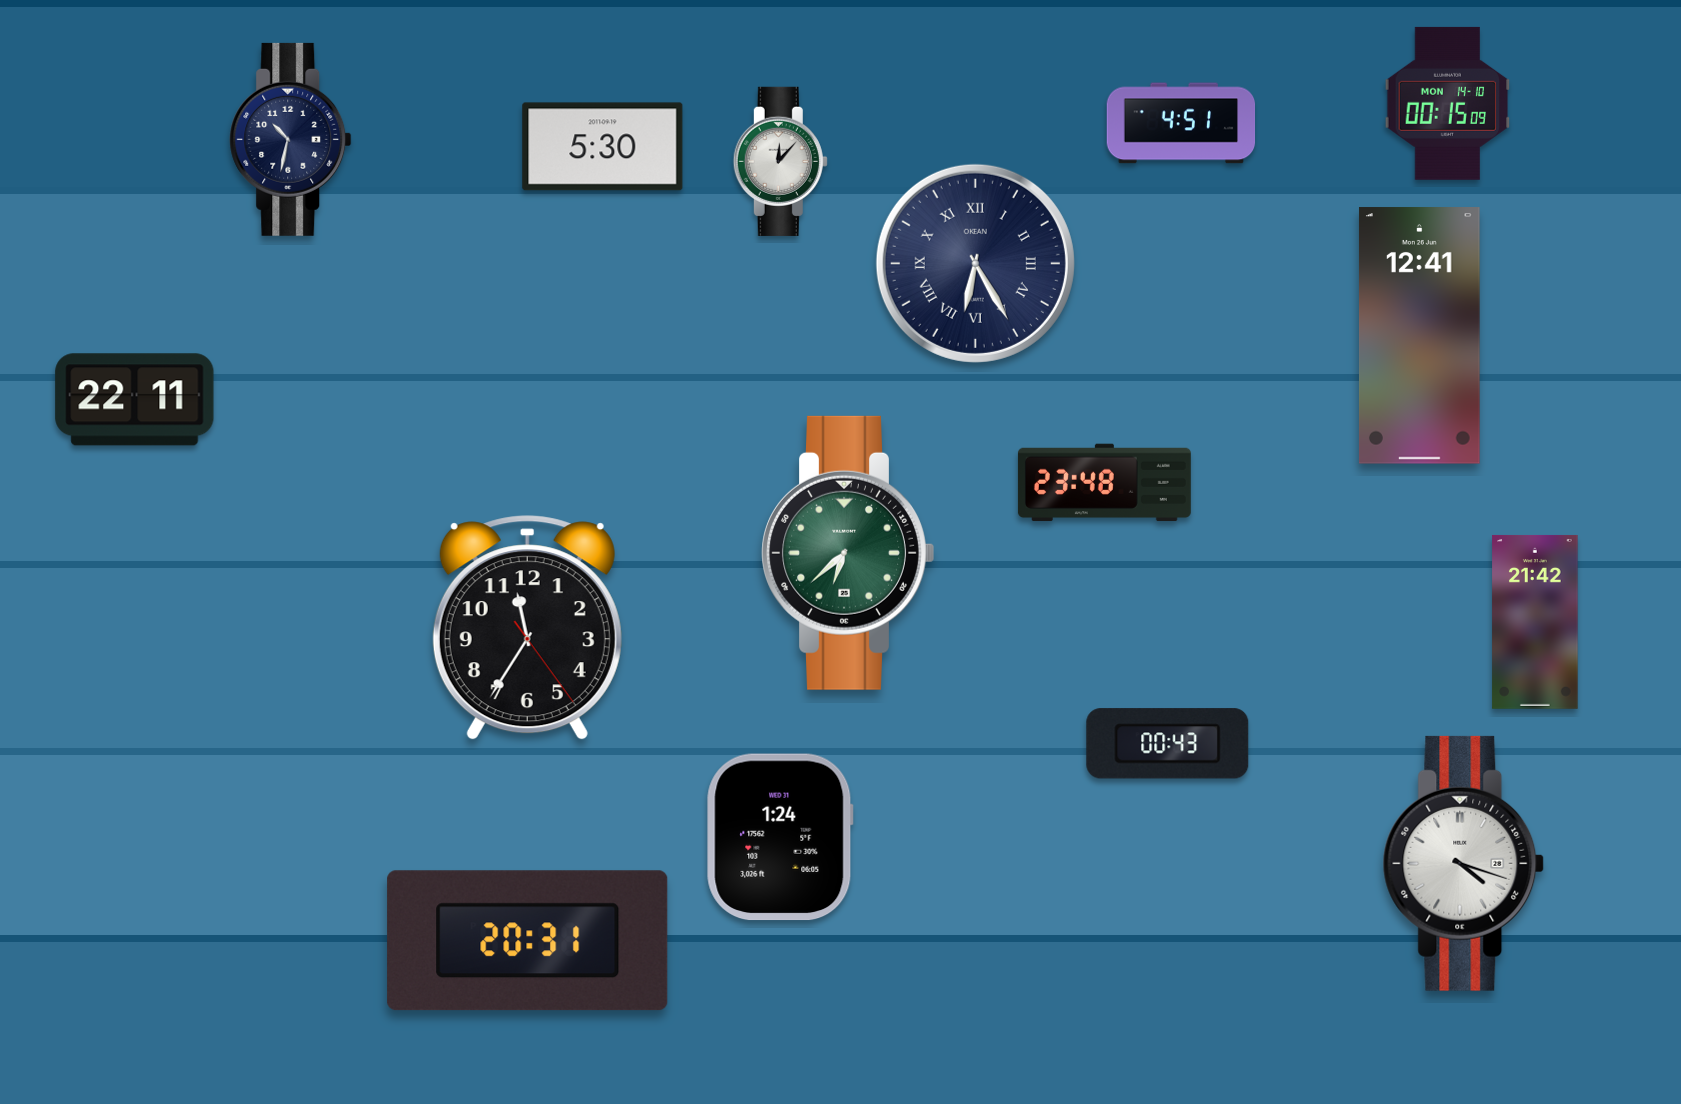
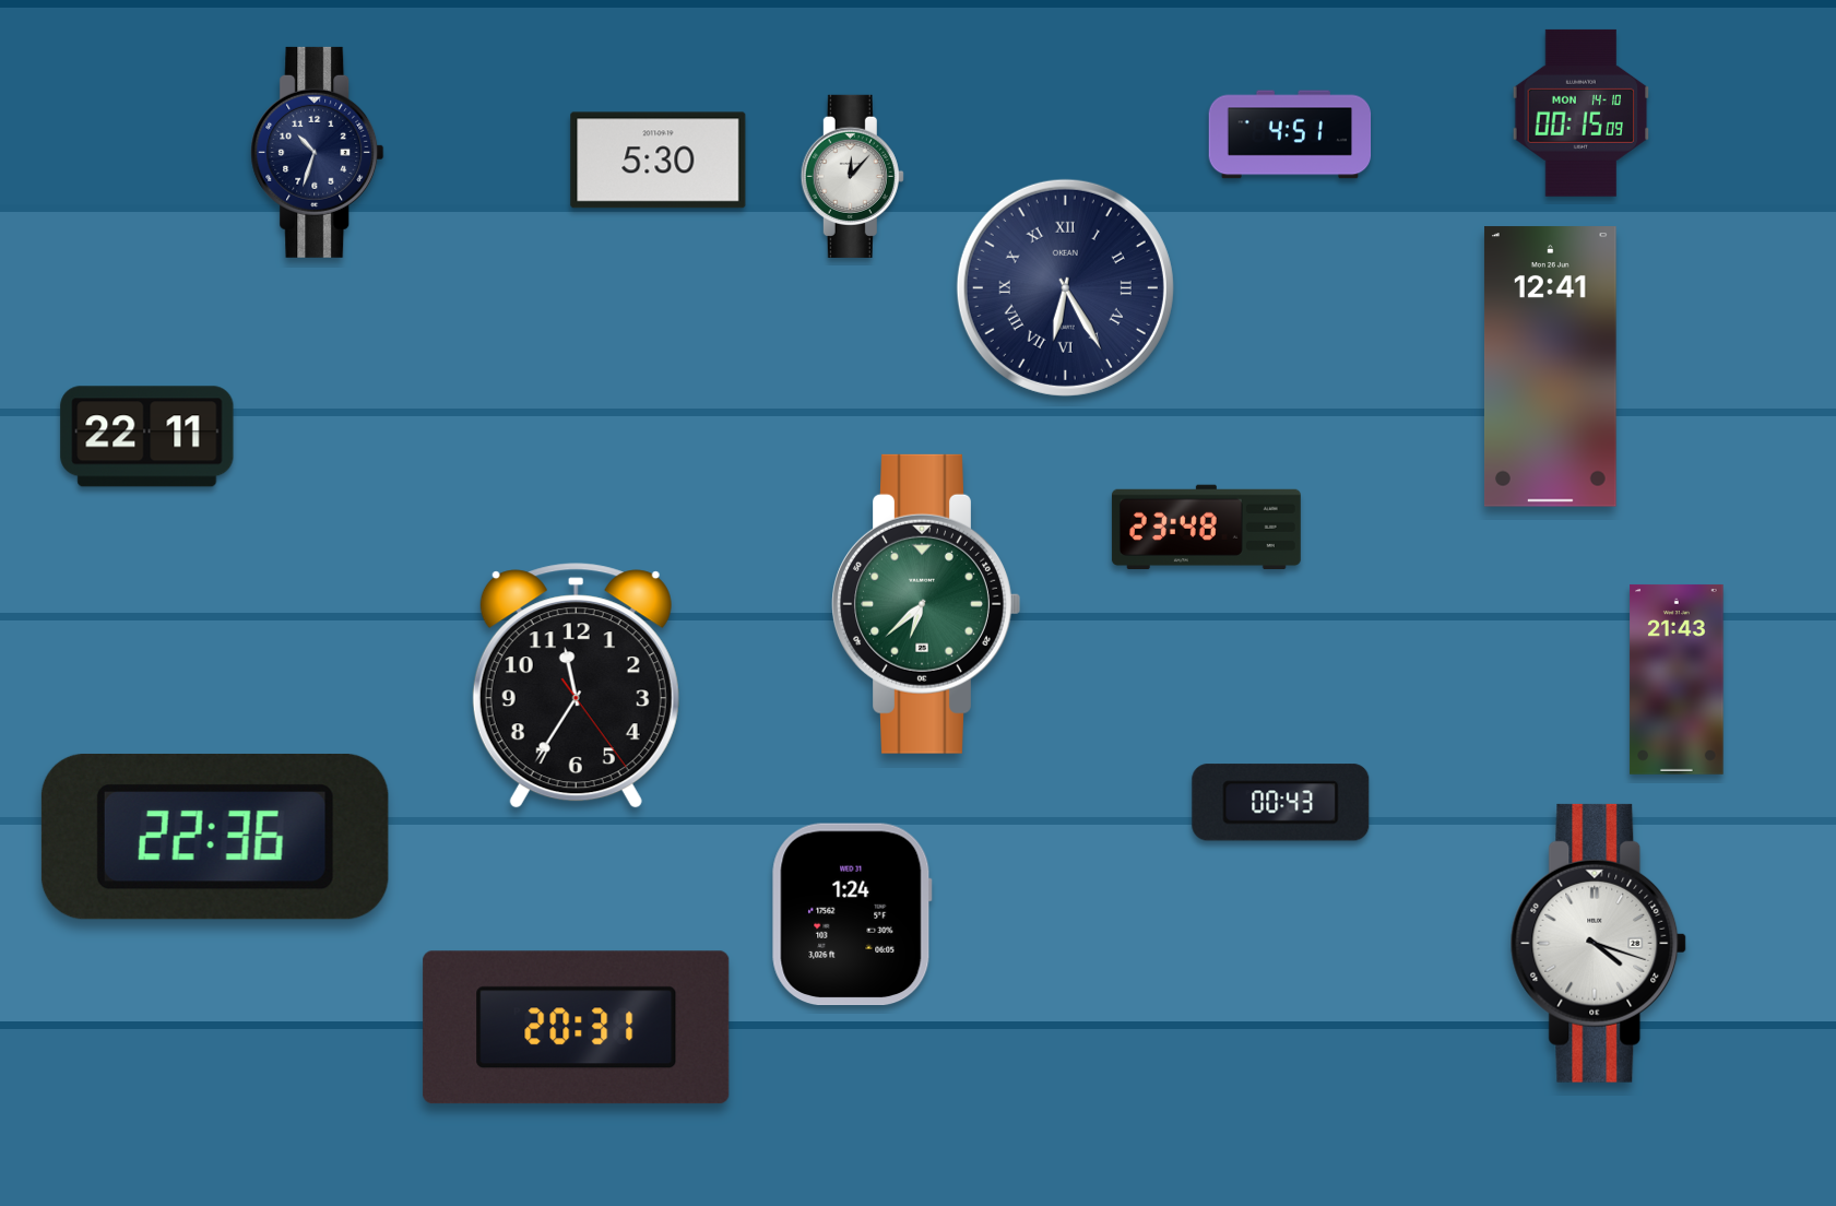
clock at (291, 139): 10:32 -> 10:33
clock at (1535, 622): 21:42 -> 21:43
clock at (1168, 744) position: (1168, 744) -> (1281, 803)
clock at (215, 837): none -> 22:36
